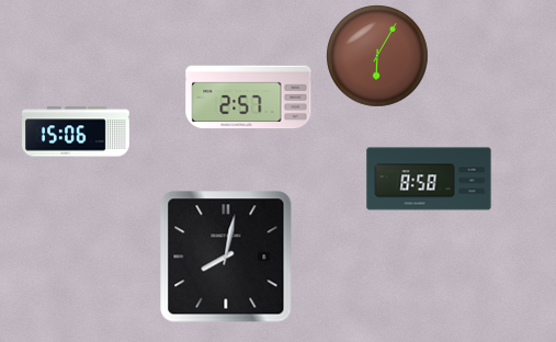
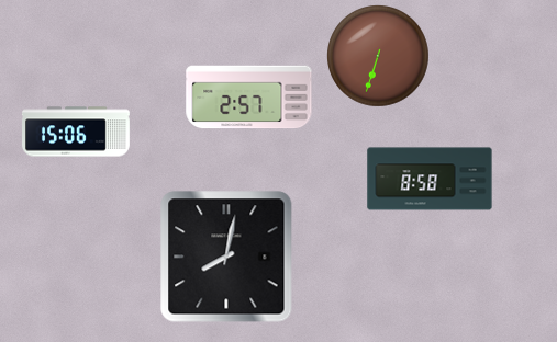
clock at (377, 56): 6:05 -> 6:33
